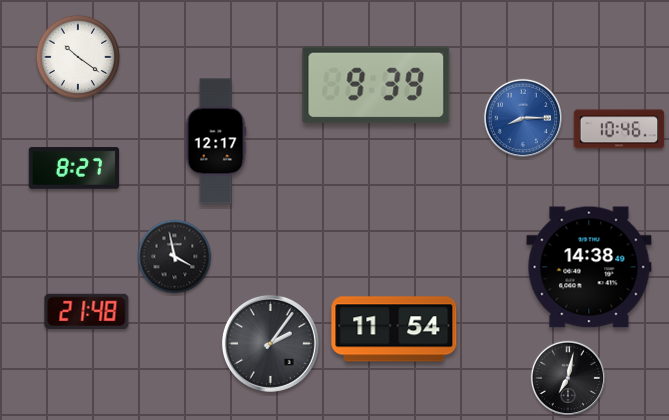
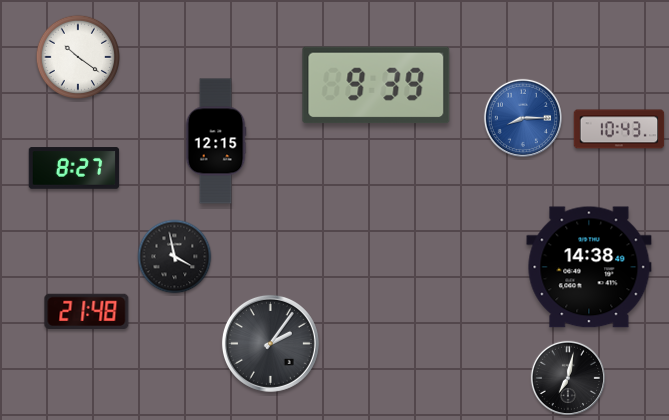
clock at (619, 129): 10:46 -> 10:43
clock at (216, 141): 12:17 -> 12:15
clock at (394, 329): 11:54 -> none
